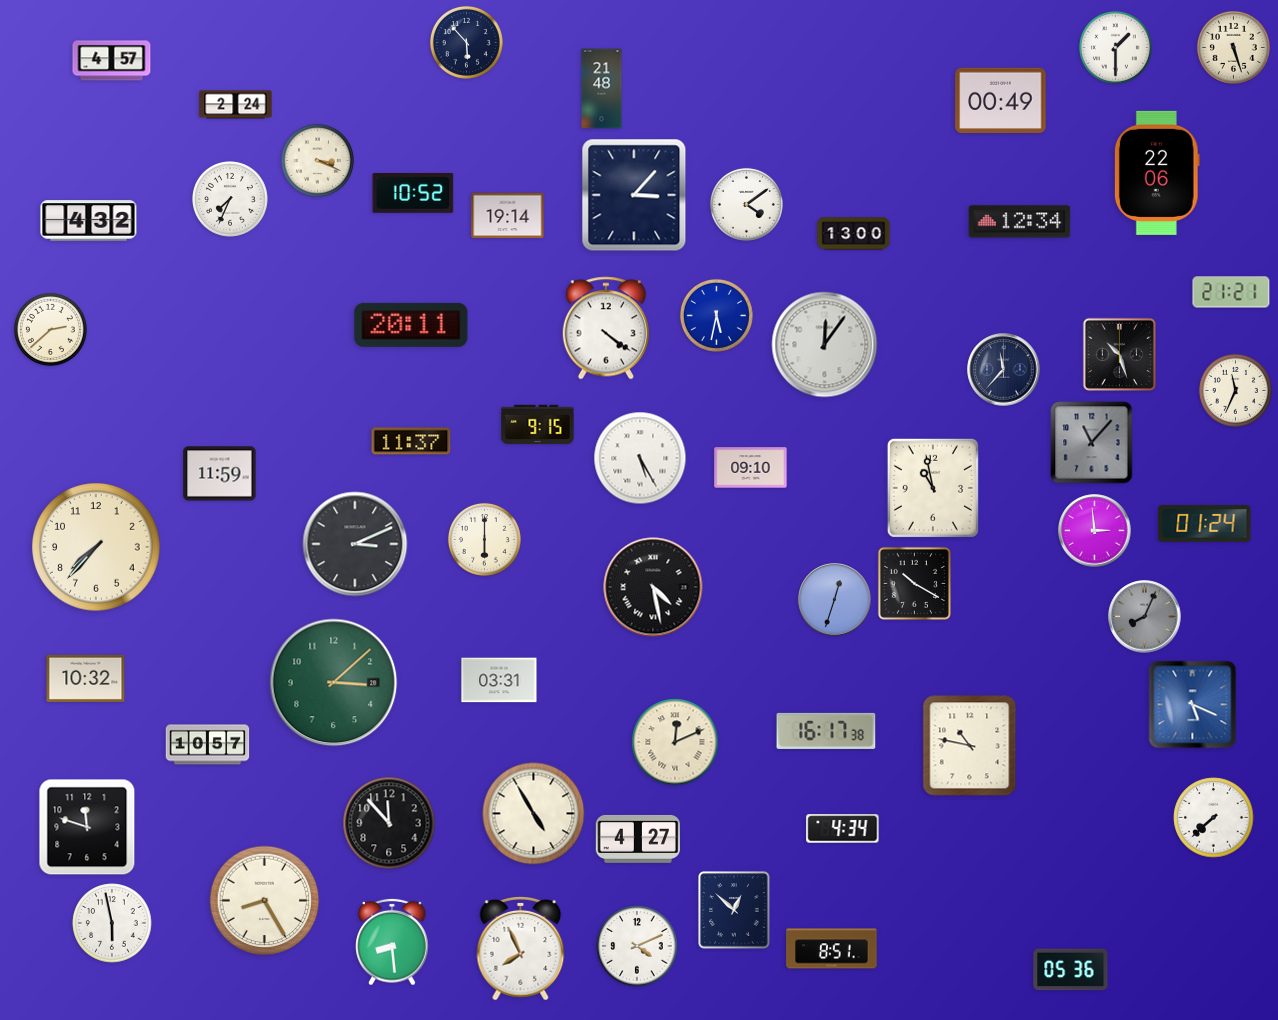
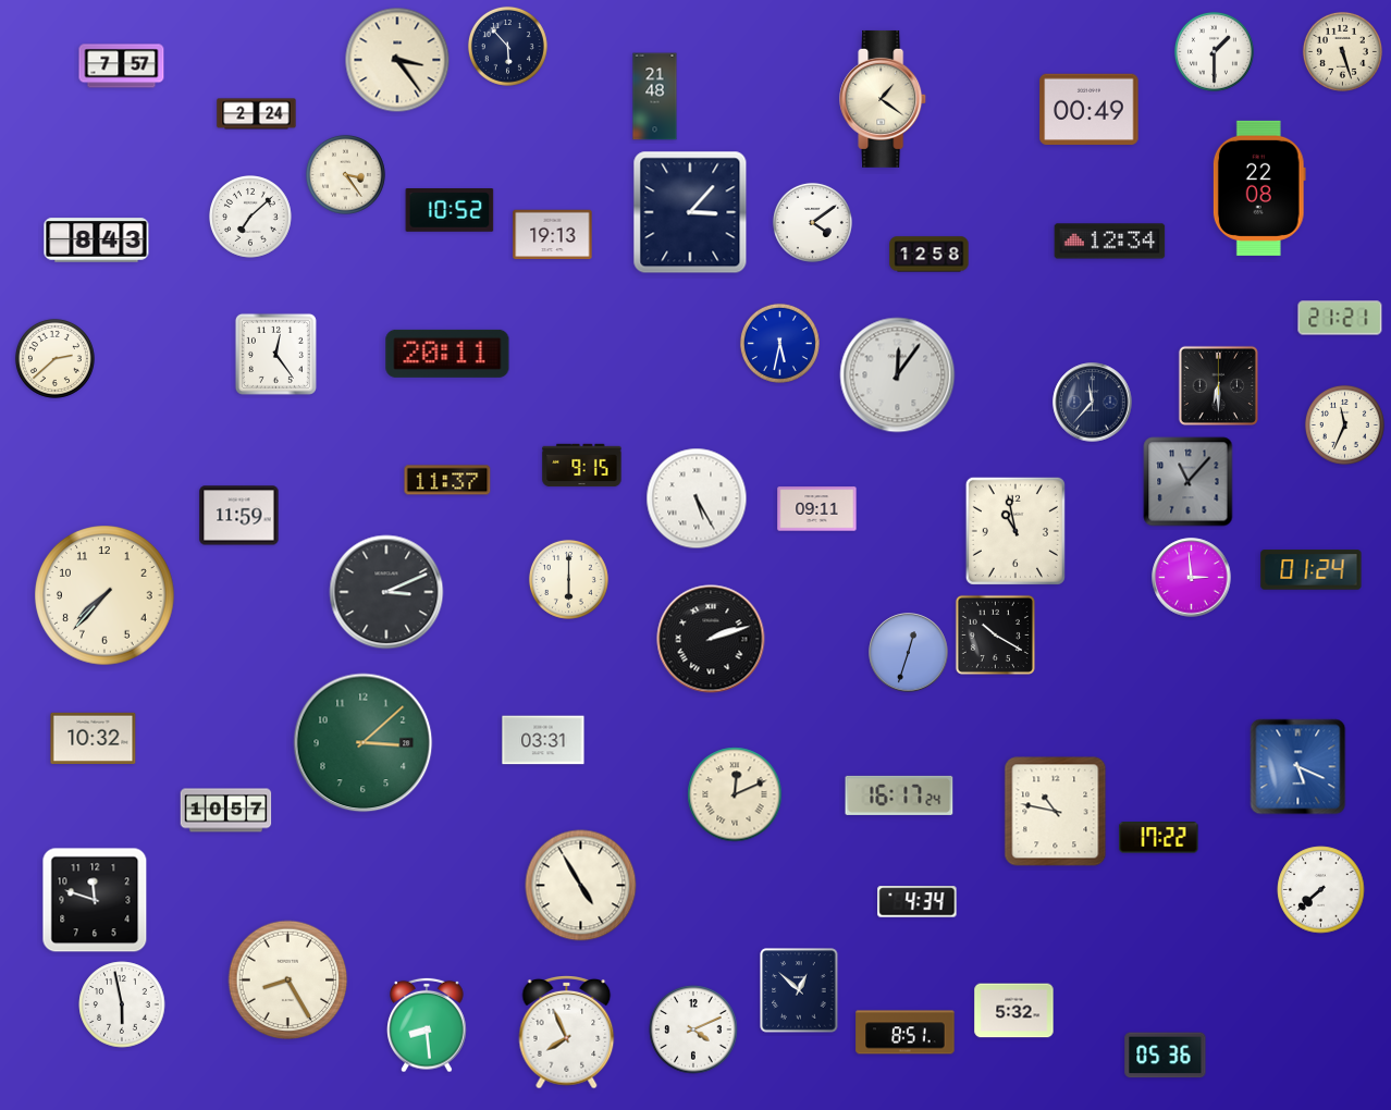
clock at (397, 60): none -> 3:24
clock at (112, 61): 4:57 -> 7:57
clock at (884, 99): none -> 1:21
clock at (317, 160): 3:19 -> 3:24
clock at (1157, 173): 22:06 -> 22:08
clock at (231, 200): 7:34 -> 7:08
clock at (508, 216): 19:14 -> 19:13
clock at (89, 221): 4:32 -> 8:43
clock at (854, 234): 13:00 -> 12:58
clock at (275, 354): none -> 12:24
clock at (605, 328): 4:21 -> none
clock at (1119, 354): 10:27 -> 6:30
clock at (538, 425) position: (538, 425) -> (582, 466)
clock at (751, 468): 09:10 -> 09:11
clock at (484, 539) position: (484, 539) -> (568, 579)
clock at (653, 587): 4:28 -> 2:12
clock at (1145, 617): 8:04 -> none
clock at (826, 731): 16:17:38 -> 16:17:24
clock at (675, 742) position: (675, 742) -> (735, 794)
clock at (1159, 838): none -> 17:22
clock at (389, 823): 11:53 -> none
clock at (637, 839): 4:27 -> none
clock at (1014, 1011): none -> 5:32
